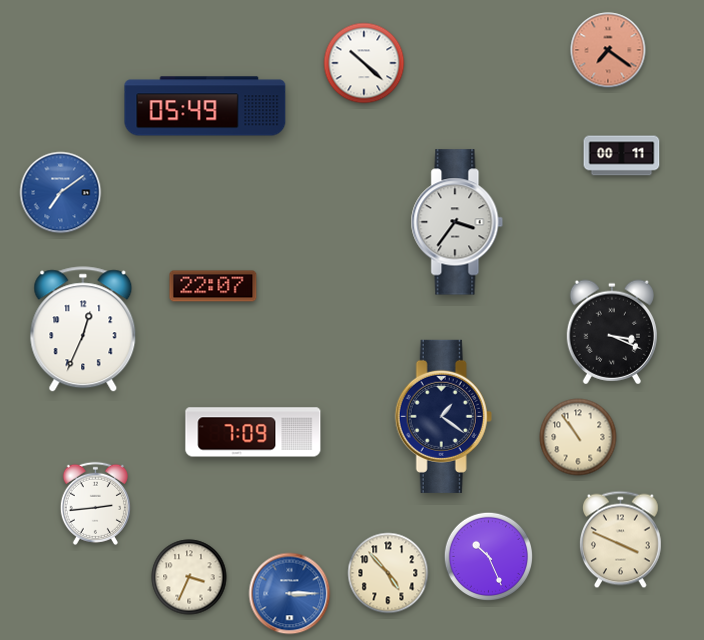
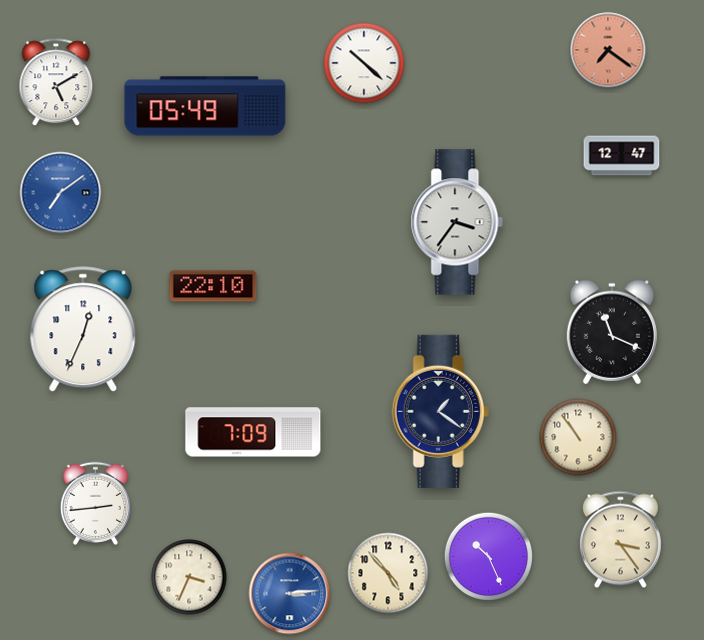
clock at (56, 83): none -> 5:10
clock at (622, 156): 00:11 -> 12:47
clock at (213, 286): 22:07 -> 22:10
clock at (612, 332): 3:19 -> 11:19
clock at (443, 416) position: (443, 416) -> (440, 411)
clock at (620, 540): 3:49 -> 3:24
clock at (290, 594): 3:15 -> 3:14
